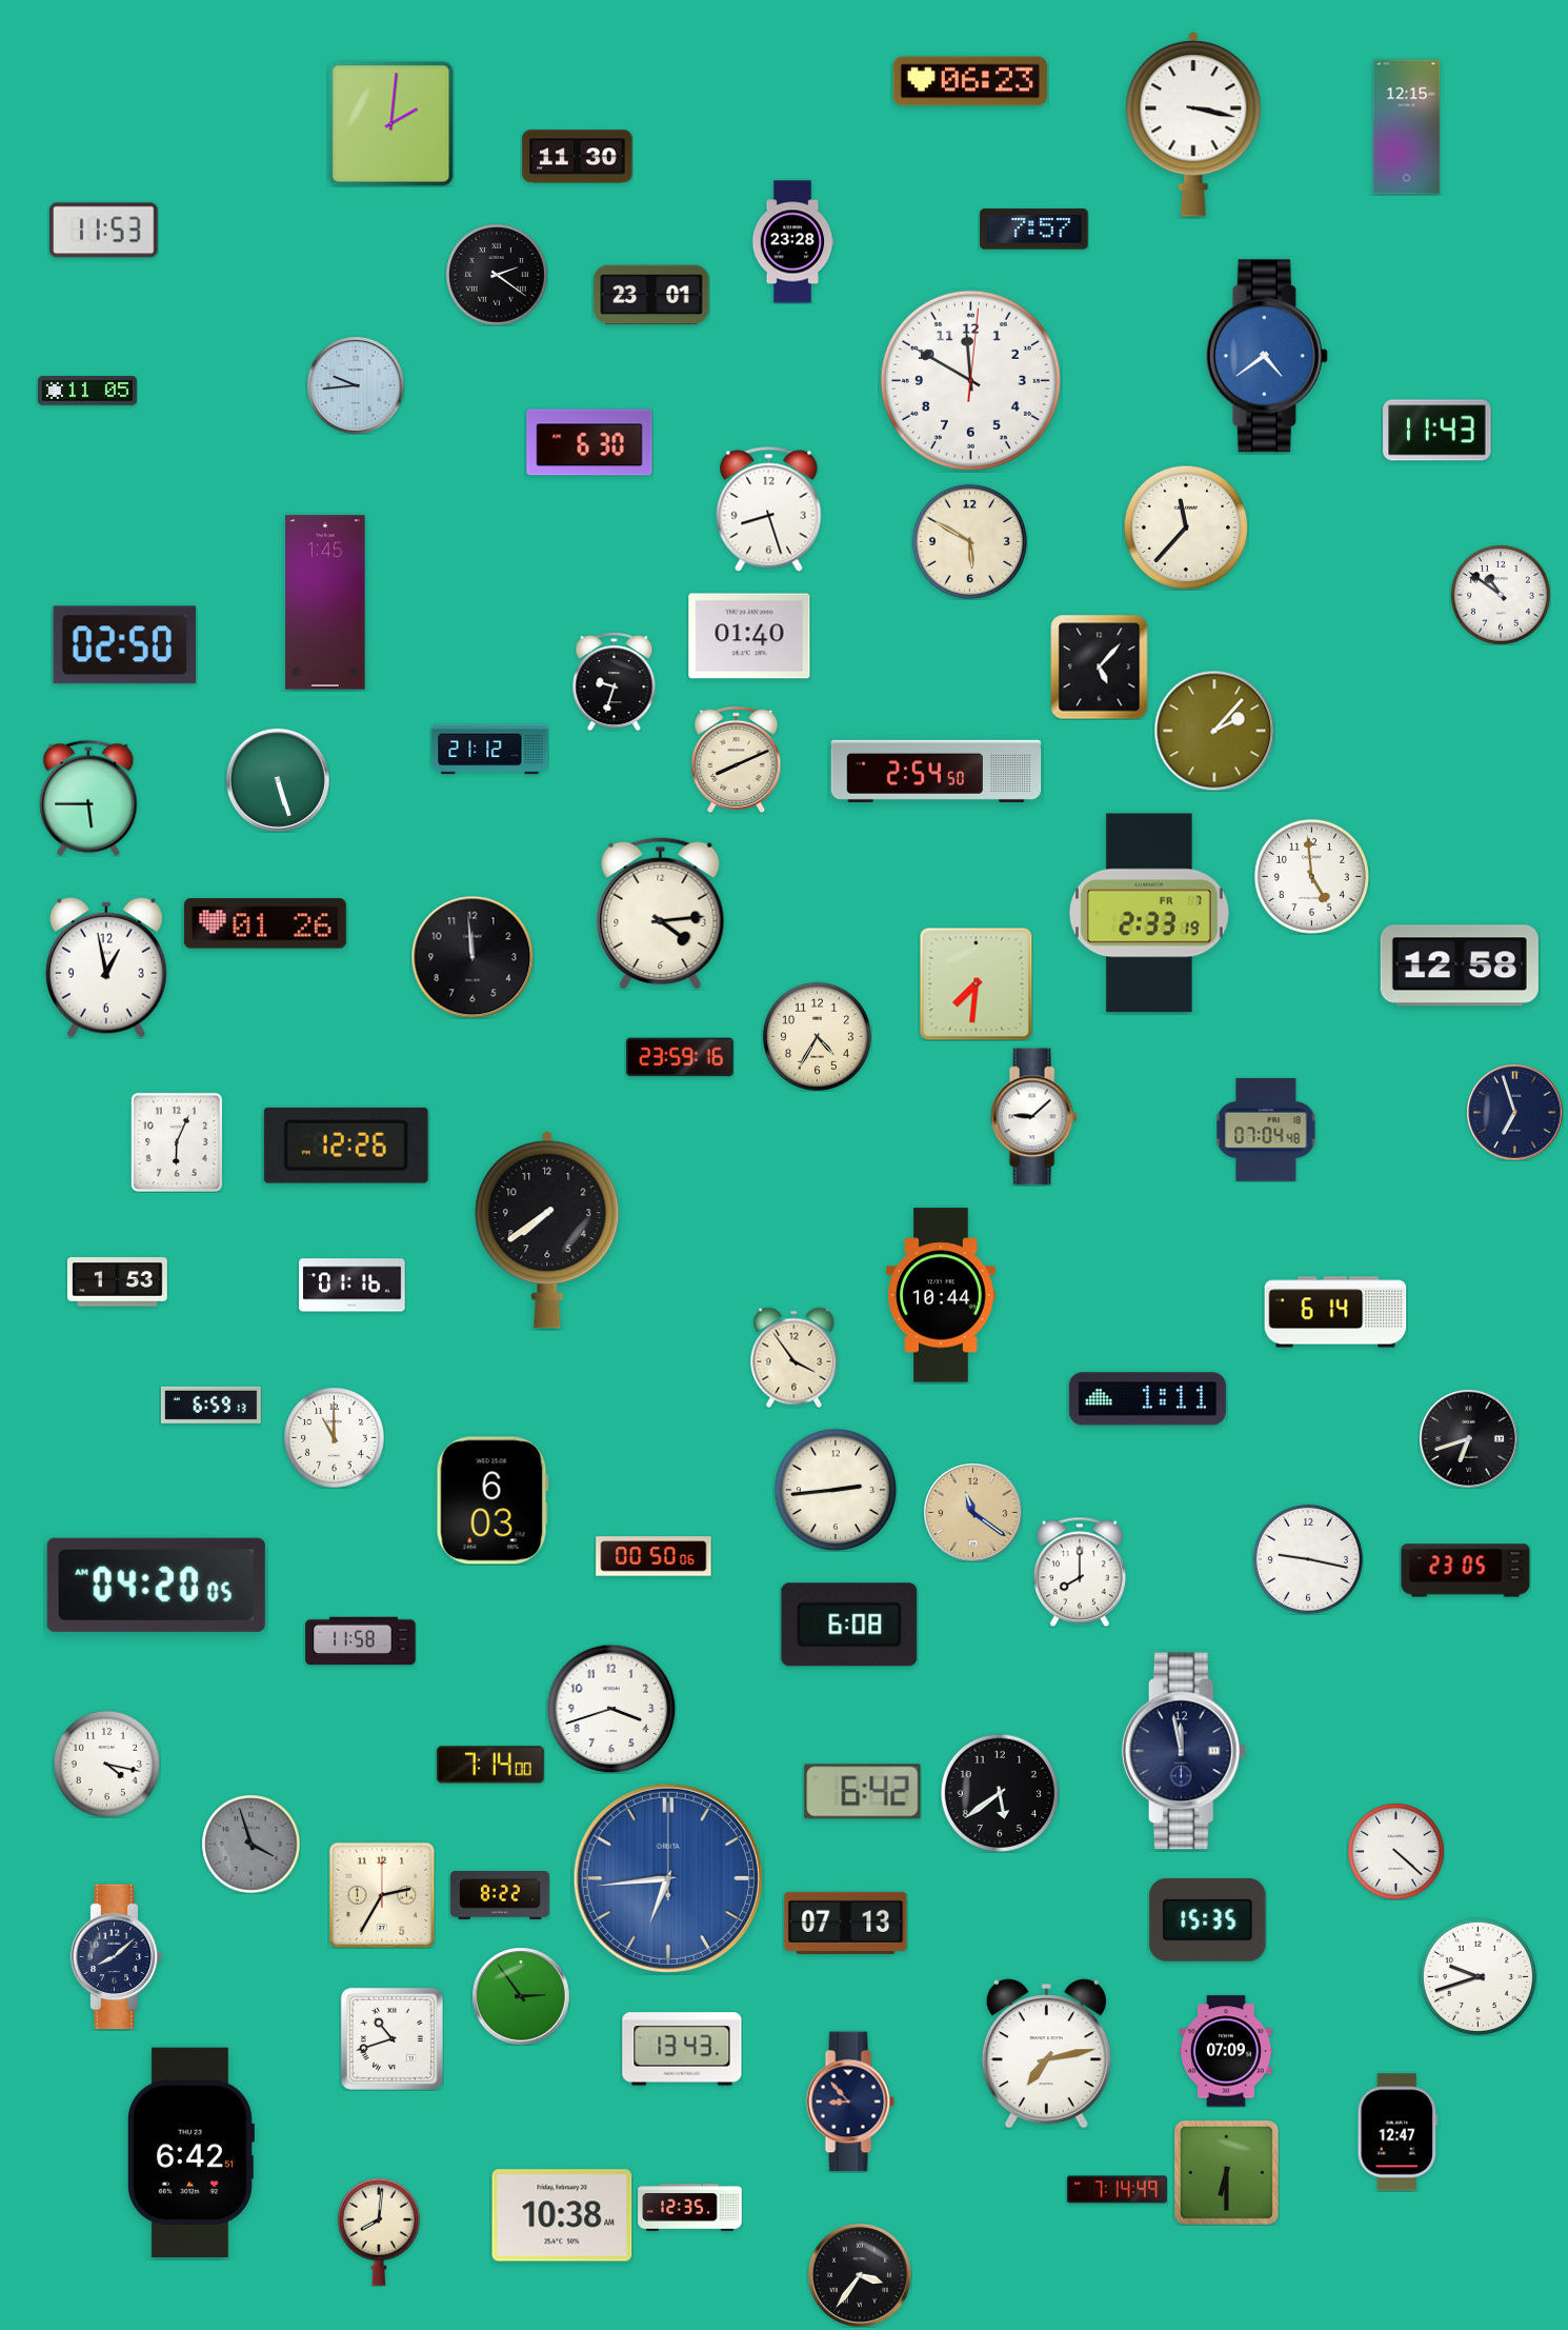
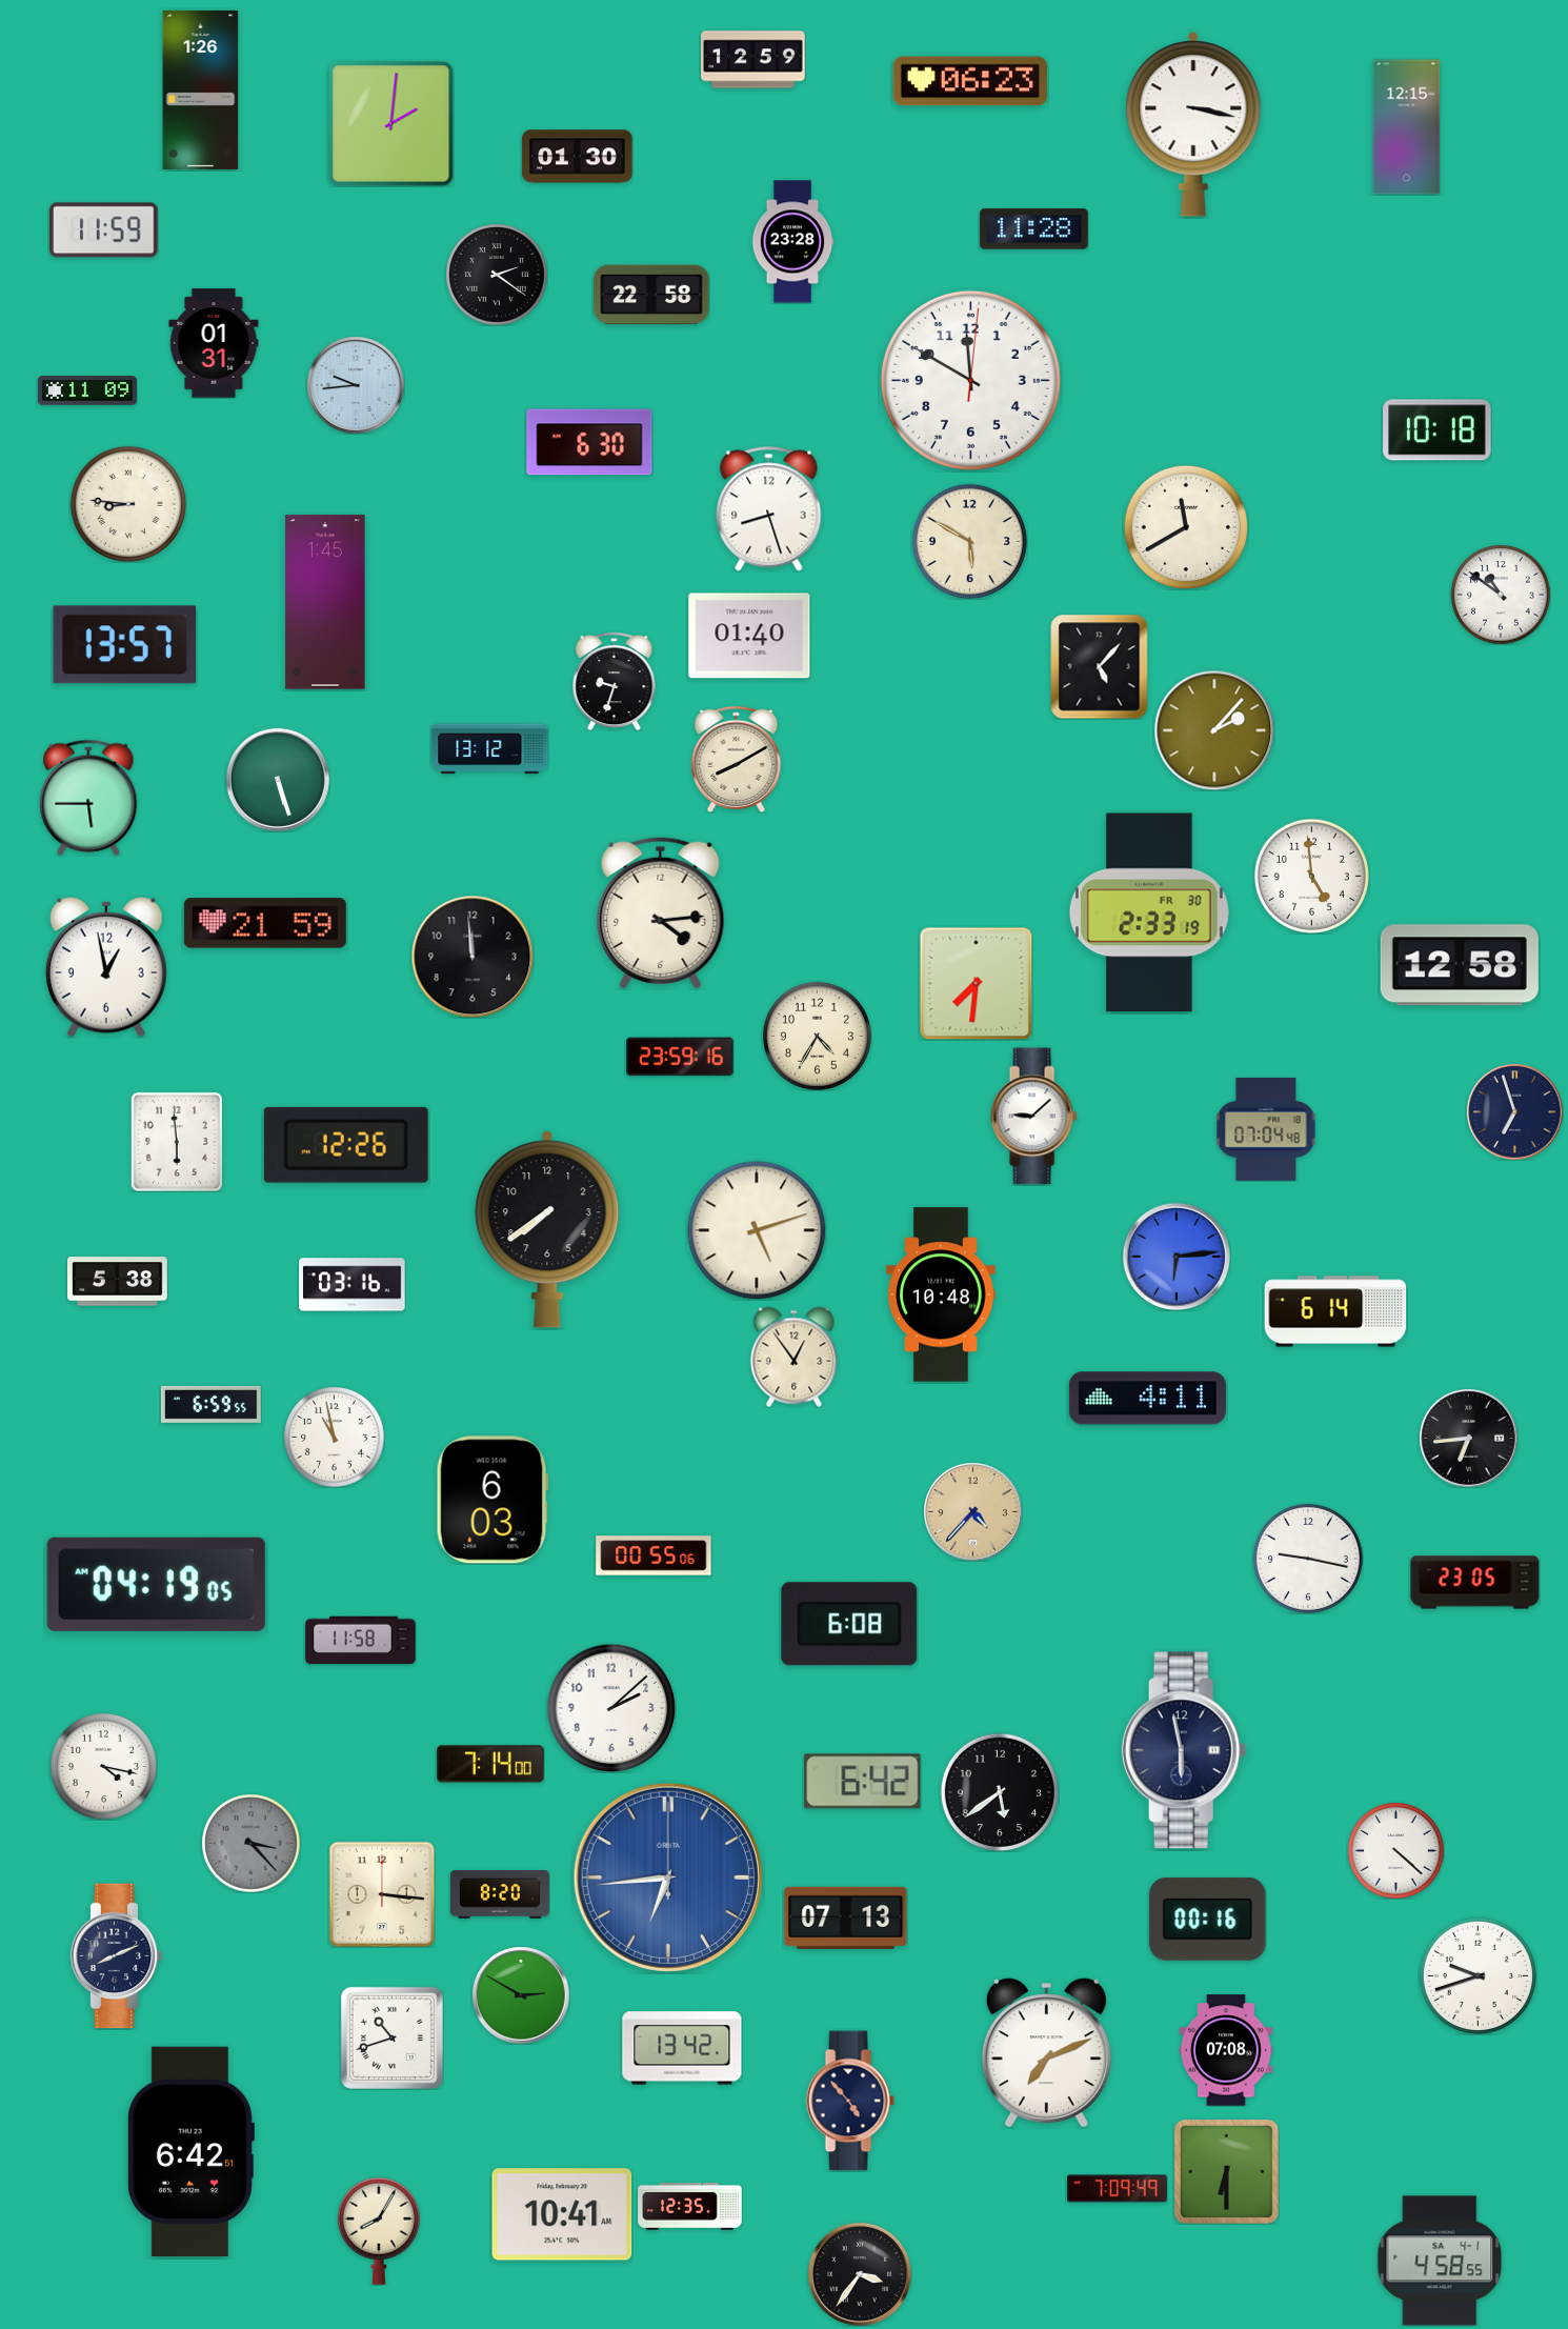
clock at (753, 60): none -> 12:59
clock at (201, 89): none -> 1:26
clock at (578, 157): 11:30 -> 01:30
clock at (1034, 230): 7:57 -> 11:28
clock at (104, 231): 11:53 -> 11:59
clock at (651, 295): 23:01 -> 22:58
clock at (214, 343): none -> 01:31
clock at (1267, 356): 4:39 -> none
clock at (87, 391): 11:05 -> 11:09
clock at (1438, 431): 11:43 -> 10:18
clock at (128, 504): none -> 8:46
clock at (1186, 527): 11:37 -> 11:40
clock at (125, 645): 02:50 -> 13:57
clock at (490, 750): 21:12 -> 13:12
clock at (737, 759): 8:11 -> 8:10
clock at (937, 771): 2:54 -> none
clock at (1149, 913) date: FR 7 -> FR 30
clock at (265, 923): 01:26 -> 21:59
clock at (177, 1142): 6:04 -> 5:59
clock at (757, 1230): none -> 5:12
clock at (1175, 1256): none -> 6:14
clock at (117, 1282): 1:53 -> 5:38
clock at (353, 1286): 01:16 -> 03:16
clock at (941, 1295): 10:44 -> 10:48
clock at (795, 1357): 3:54 -> 12:54
clock at (1147, 1399): 1:11 -> 4:11
clock at (210, 1405): 6:59:13 -> 6:59:55
clock at (334, 1437): 11:00 -> 10:58
clock at (1469, 1439): 6:42 -> 6:44
clock at (836, 1490): 2:44 -> none
clock at (973, 1513): 11:21 -> 4:37
clock at (654, 1556): 00:50 -> 00:55
clock at (1466, 1571) position: (1466, 1571) -> (1475, 1583)
clock at (1080, 1572): 8:00 -> none
clock at (156, 1585): 04:20 -> 04:19
clock at (611, 1709): 3:42 -> 2:08
clock at (1184, 1751): 11:58 -> 5:58
clock at (106, 1764) position: (106, 1764) -> (103, 1766)
clock at (863, 1792) position: (863, 1792) -> (863, 1782)
clock at (250, 1844): 3:57 -> 3:23
clock at (382, 1895): 2:35 -> 3:16
clock at (500, 1895): 8:22 -> 8:20
clock at (1208, 1919): 15:35 -> 00:16
clock at (846, 1923) position: (846, 1923) -> (846, 1918)
clock at (117, 1957): 8:08 -> 8:11
clock at (521, 1996): 2:54 -> 2:50
clock at (682, 2049): 13:43 -> 13:42
clock at (1226, 2051): 07:09 -> 07:08
clock at (1046, 2054): 7:13 -> 7:11
clock at (850, 2102): 8:53 -> 4:53
clock at (1398, 2132): 12:47 -> none
clock at (1117, 2190): 7:14 -> 7:09
clock at (562, 2215): 10:38 -> 10:41
clock at (379, 2232): 8:01 -> 8:05
clock at (1440, 2261): none -> 4:58
